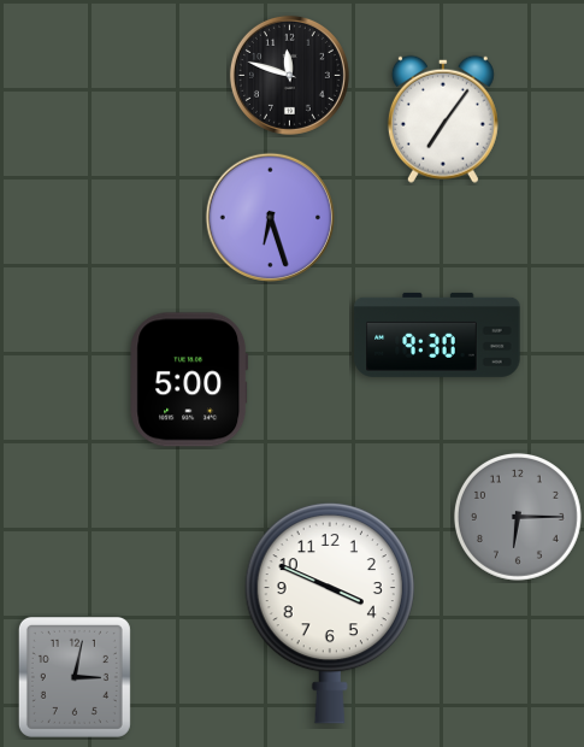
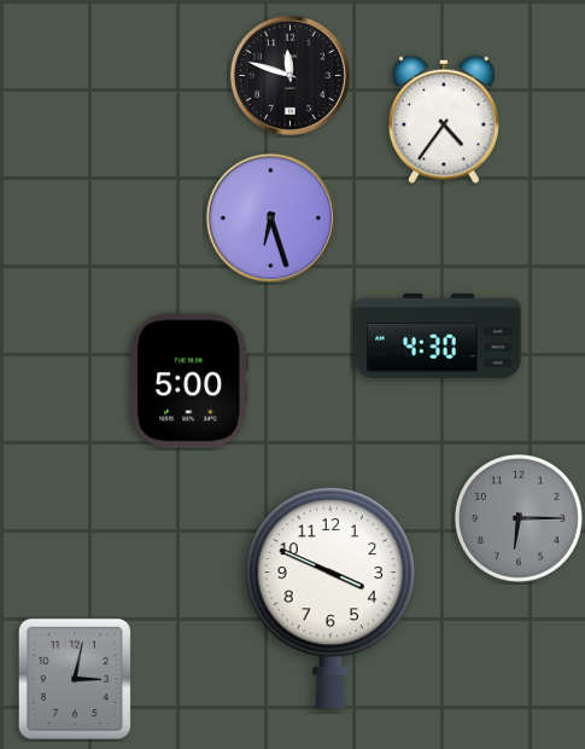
clock at (443, 119): 7:06 -> 4:36
clock at (437, 335): 9:30 -> 4:30
clock at (330, 613) position: (330, 613) -> (330, 598)
